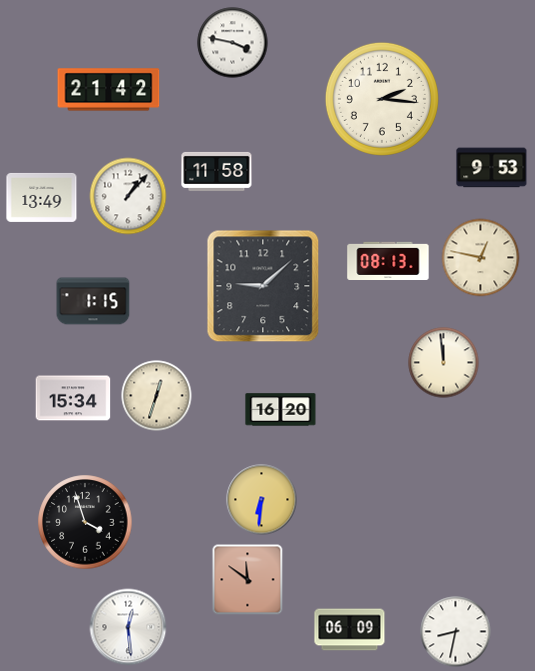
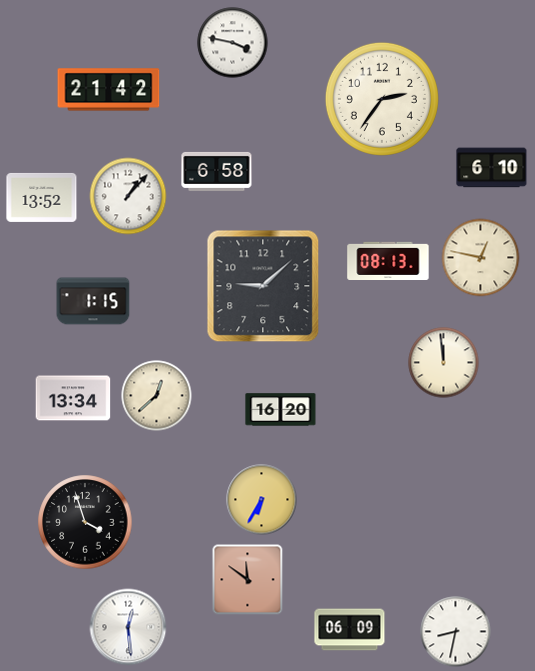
clock at (382, 99): 2:16 -> 2:36
clock at (492, 168): 9:53 -> 6:10
clock at (217, 171): 11:58 -> 6:58
clock at (42, 197): 13:49 -> 13:52
clock at (157, 396): 12:33 -> 12:38
clock at (73, 398): 15:34 -> 13:34
clock at (262, 500): 6:31 -> 6:35
